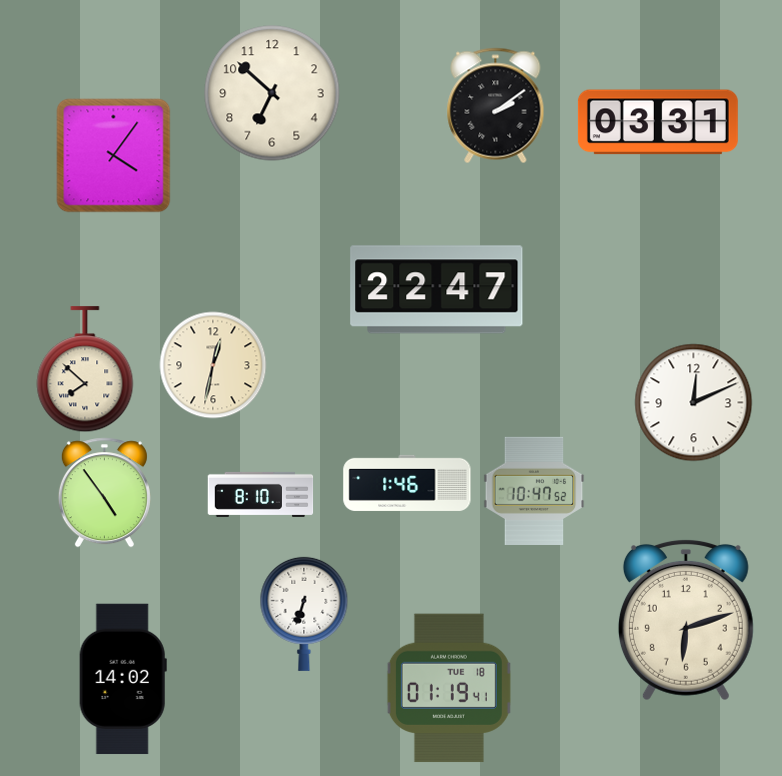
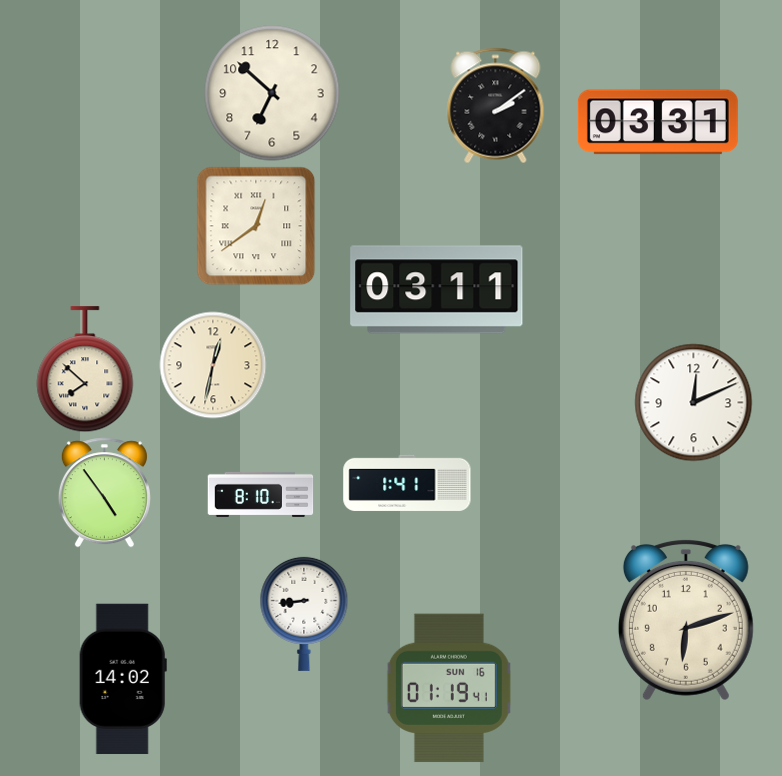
clock at (114, 156): 4:06 -> none
clock at (256, 226): none -> 12:39
clock at (437, 290): 22:47 -> 03:11
clock at (407, 483): 1:46 -> 1:41
clock at (534, 491): 10:47 -> none
clock at (304, 614): 6:33 -> 8:44
clock at (449, 688) date: TUE 18 -> SUN 16
